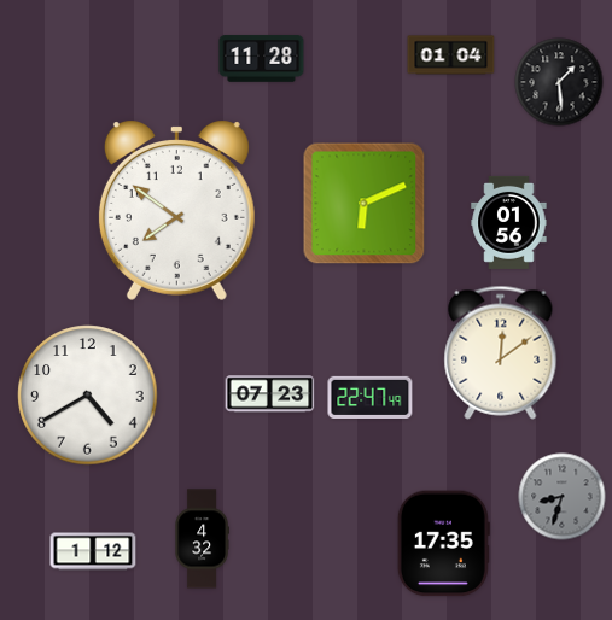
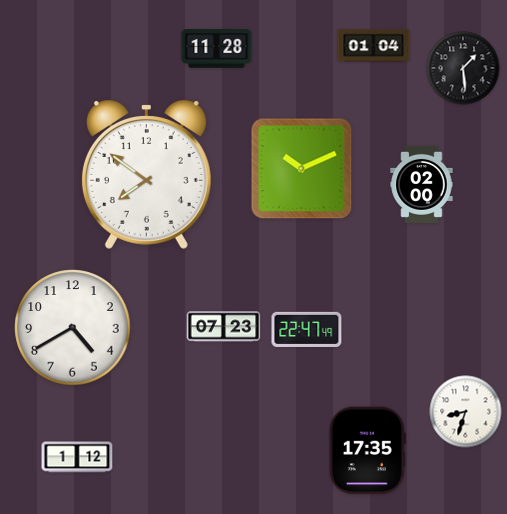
clock at (365, 204): 6:11 -> 10:11
clock at (509, 222): 01:56 -> 02:00
clock at (501, 352): 12:09 -> none
clock at (563, 497) dial: grey -> white
clock at (202, 539): 4:32 -> none
